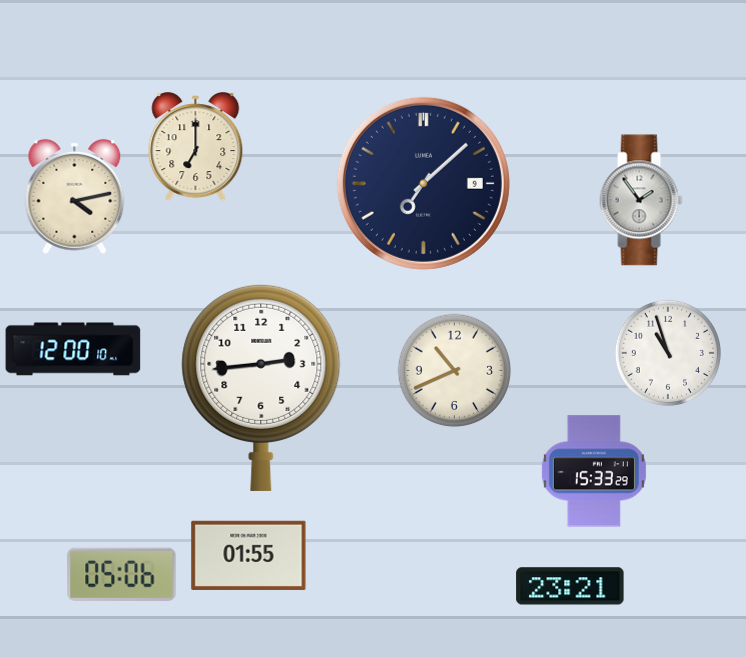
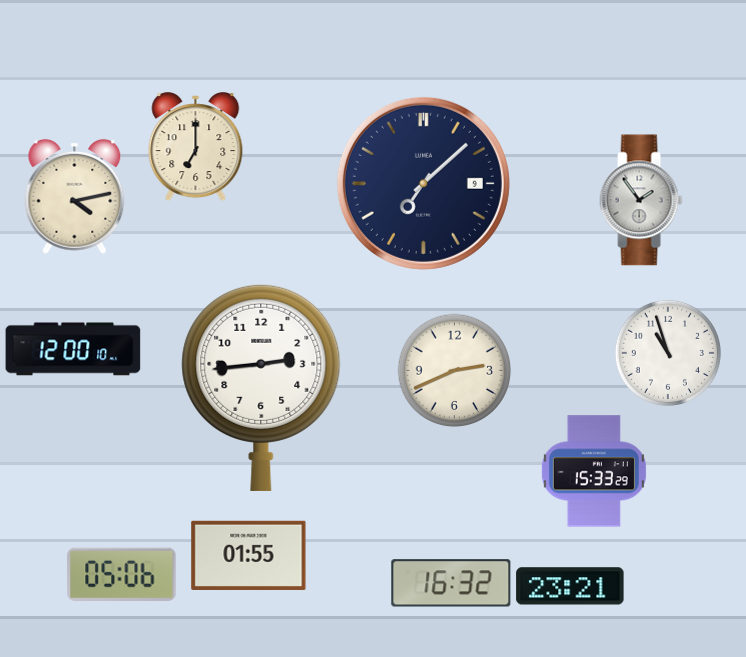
clock at (454, 370): 10:41 -> 2:41
clock at (451, 583): none -> 16:32
